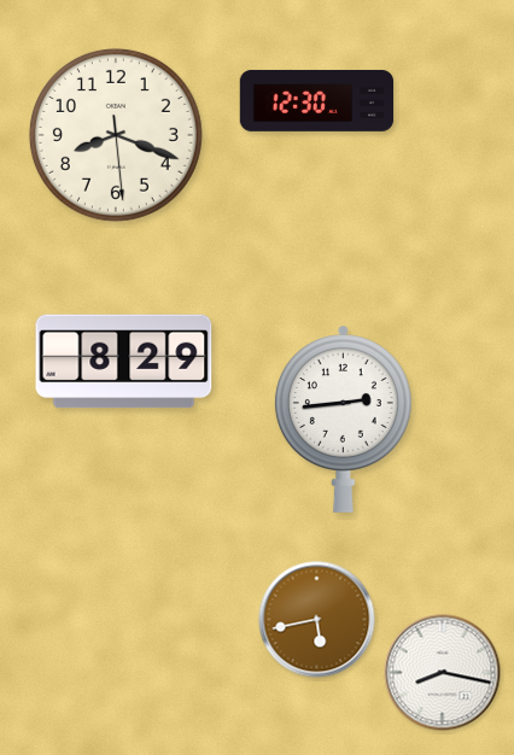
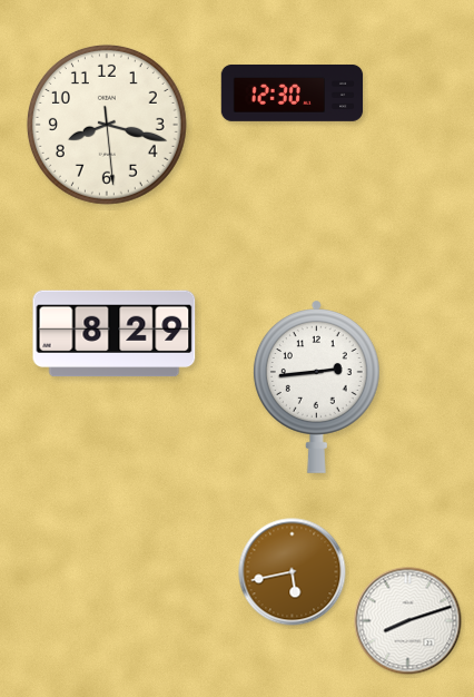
clock at (116, 135): 8:18 -> 8:17
clock at (443, 673): 8:17 -> 8:12
